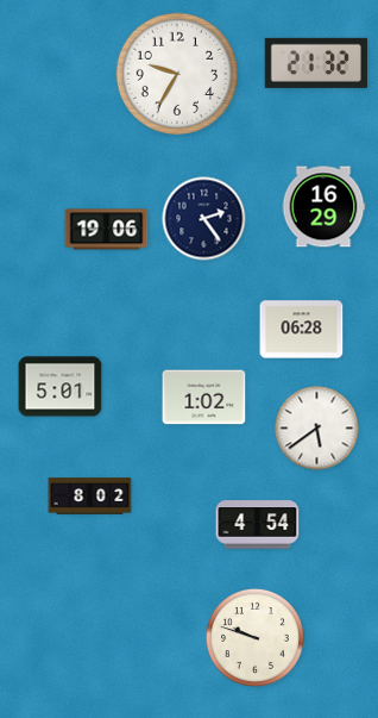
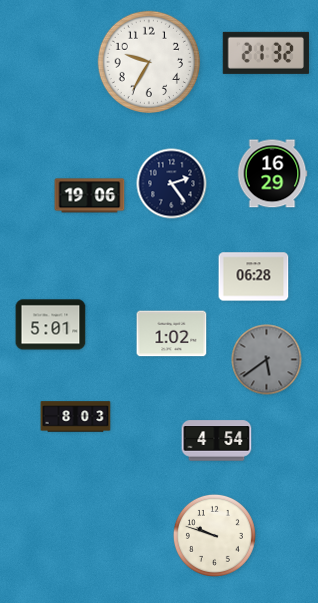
clock at (107, 230) position: (107, 230) -> (90, 196)
clock at (317, 429) dial: white -> grey
clock at (90, 497): 8:02 -> 8:03
